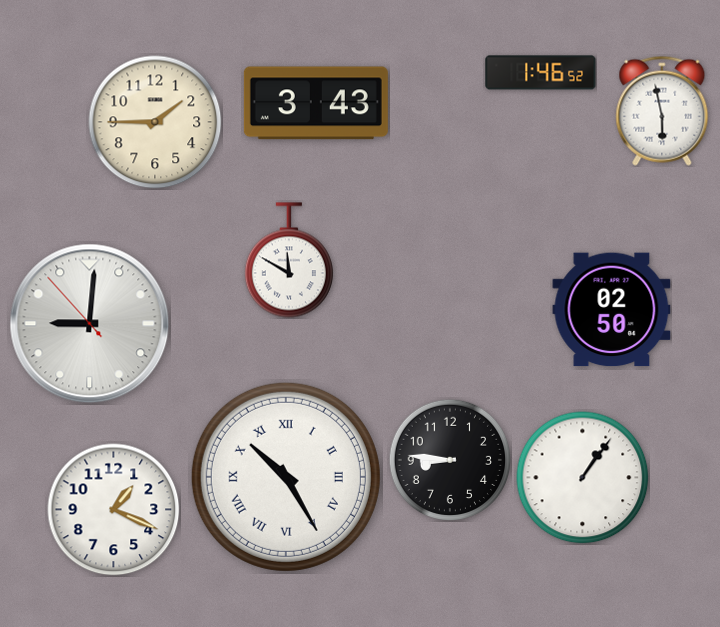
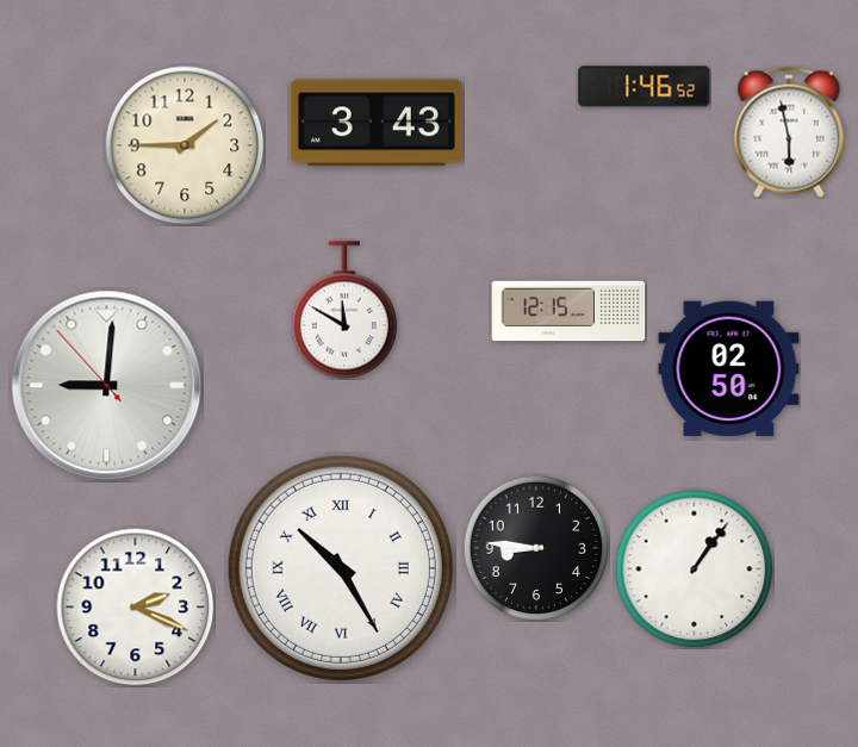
clock at (568, 311): none -> 12:15
clock at (114, 510): 1:19 -> 2:19
